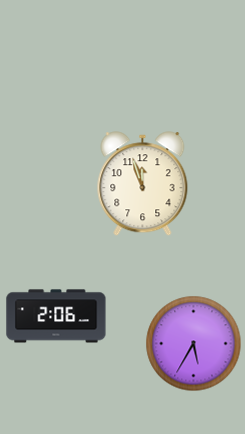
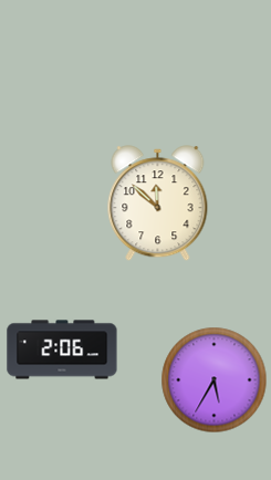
clock at (143, 184): 11:57 -> 11:52
